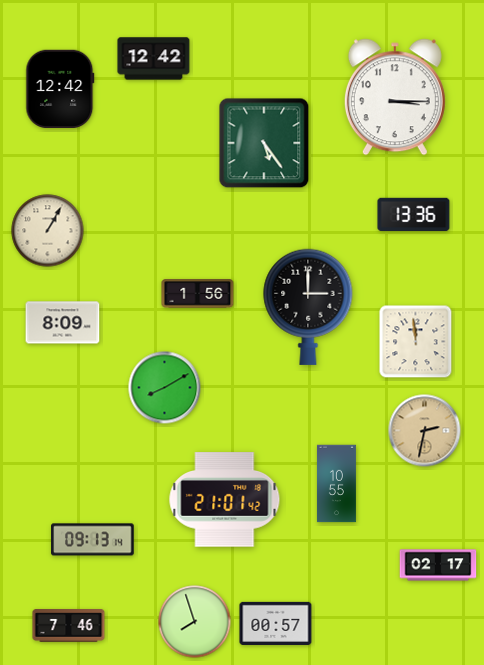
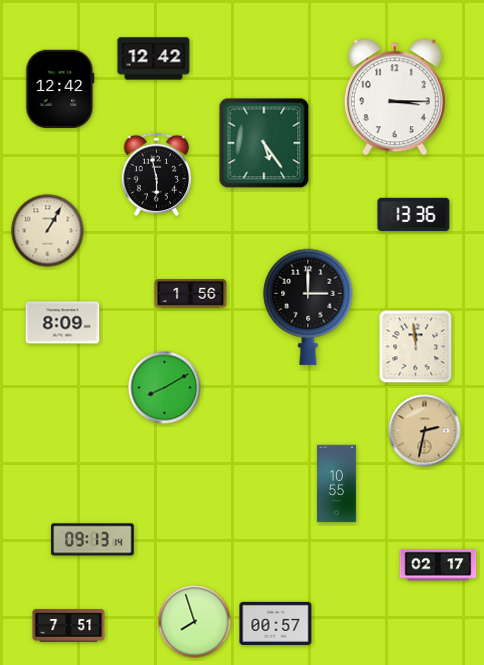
clock at (157, 174): none -> 5:58
clock at (198, 294) position: (198, 294) -> (191, 294)
clock at (416, 342) position: (416, 342) -> (416, 347)
clock at (225, 500): 21:01 -> none
clock at (69, 626): 7:46 -> 7:51
